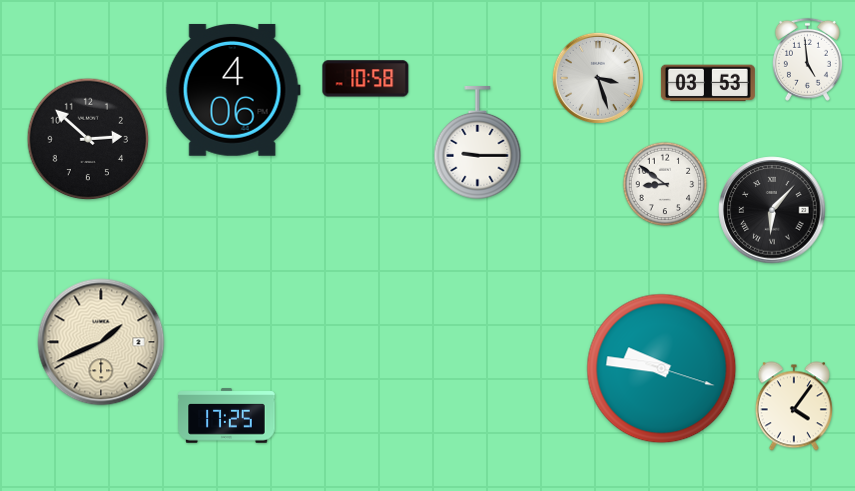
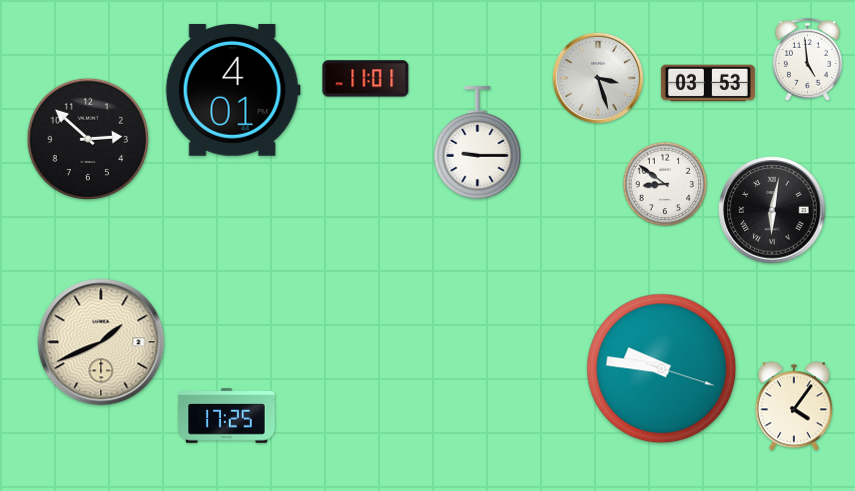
clock at (366, 79): 10:58 -> 11:01
clock at (233, 90): 4:06 -> 4:01
clock at (772, 210): 6:07 -> 6:02
